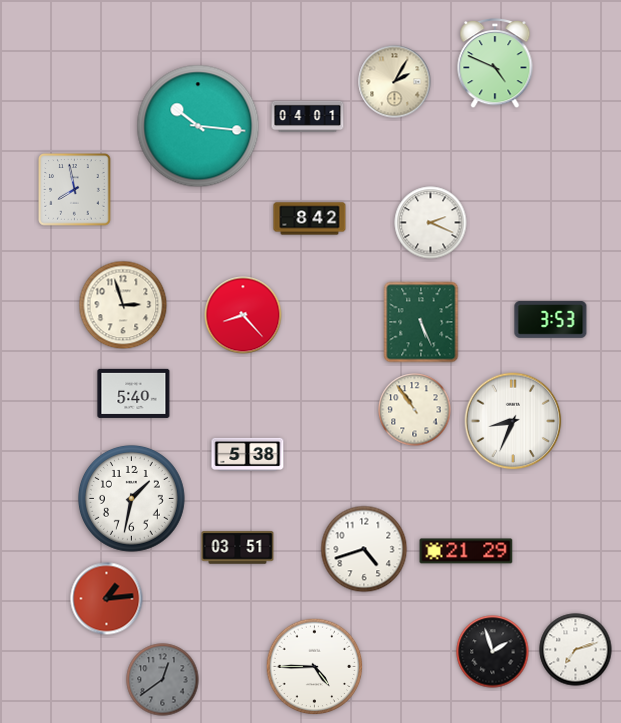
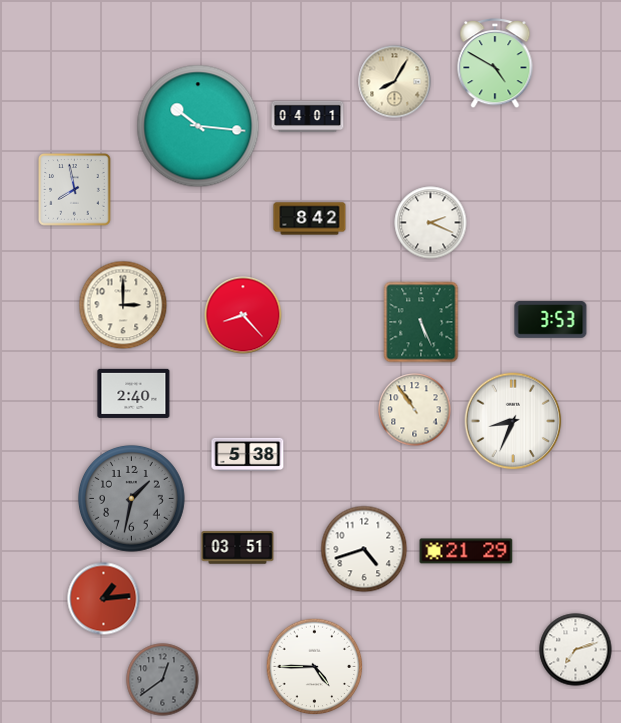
clock at (495, 63): 4:49 -> 4:50
clock at (395, 82): 2:05 -> 8:05
clock at (123, 305): 2:57 -> 3:00
clock at (134, 393): 5:40 -> 2:40
clock at (131, 498) dial: white -> grey
clock at (107, 599) position: (107, 599) -> (104, 599)
clock at (493, 652): 1:57 -> none
